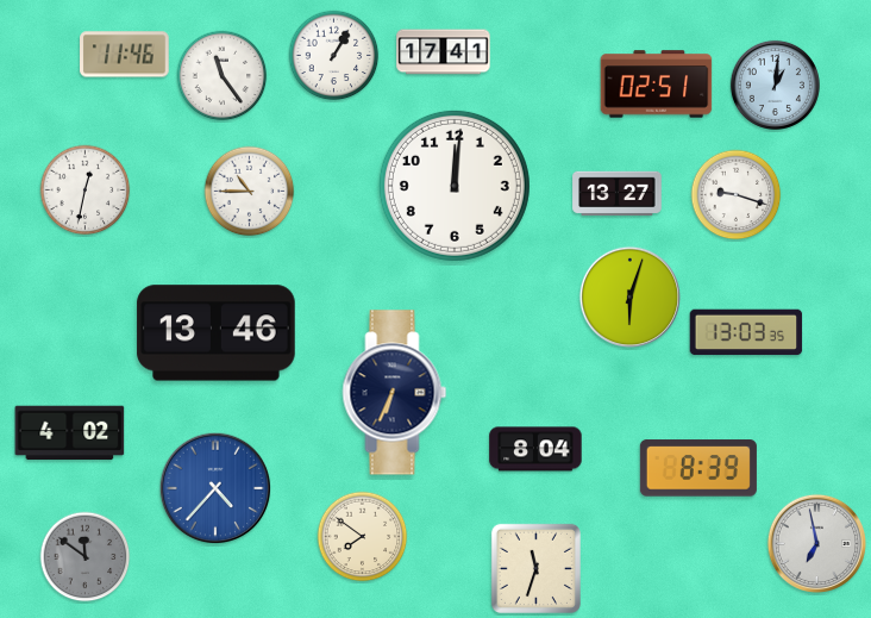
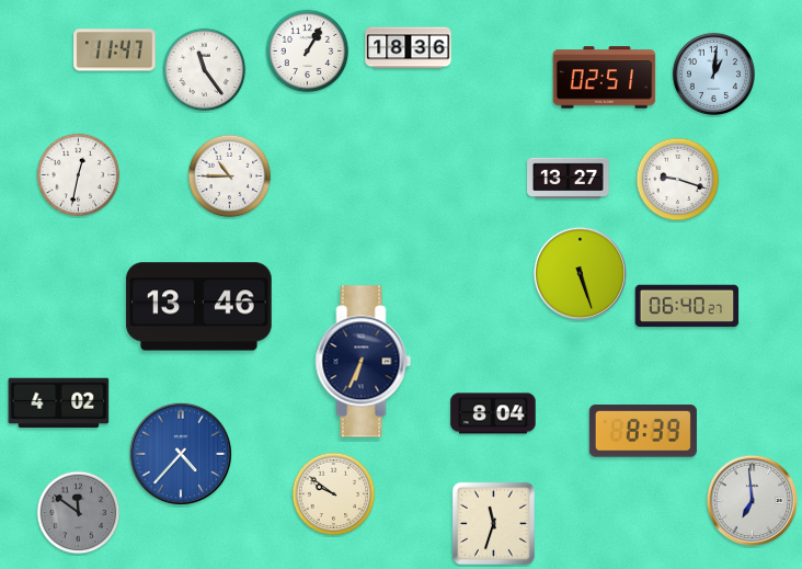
clock at (444, 52): 17:41 -> 18:36
clock at (125, 55): 11:46 -> 11:47
clock at (775, 85) position: (775, 85) -> (713, 73)
clock at (455, 186): 12:01 -> none
clock at (629, 296): 6:03 -> 5:27
clock at (746, 332): 13:03 -> 06:40
clock at (70, 433) position: (70, 433) -> (59, 403)
clock at (215, 488) position: (215, 488) -> (181, 454)
clock at (363, 537): 7:51 -> 9:51
clock at (816, 543): 6:58 -> 6:59
